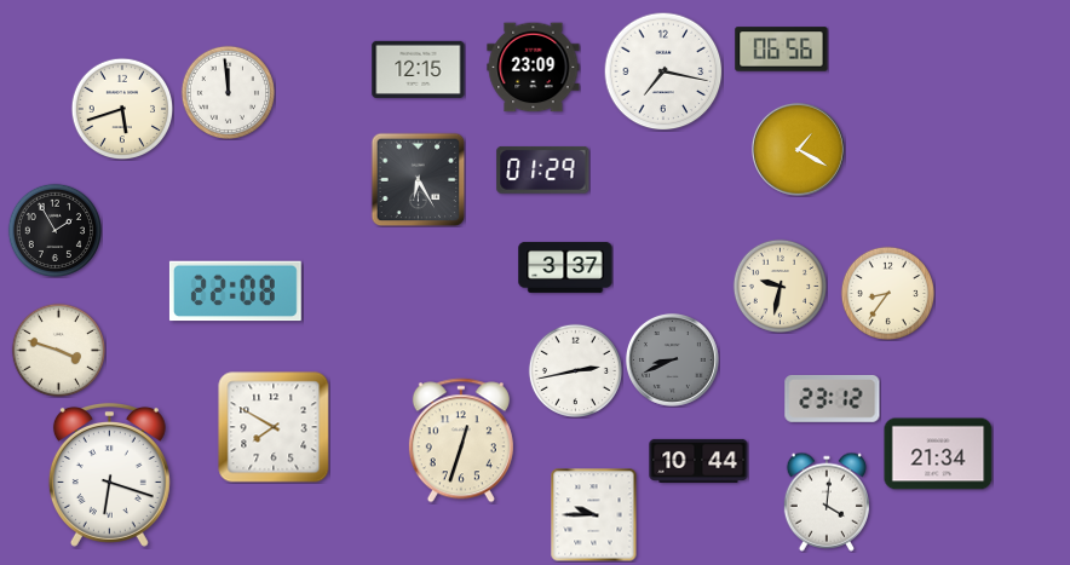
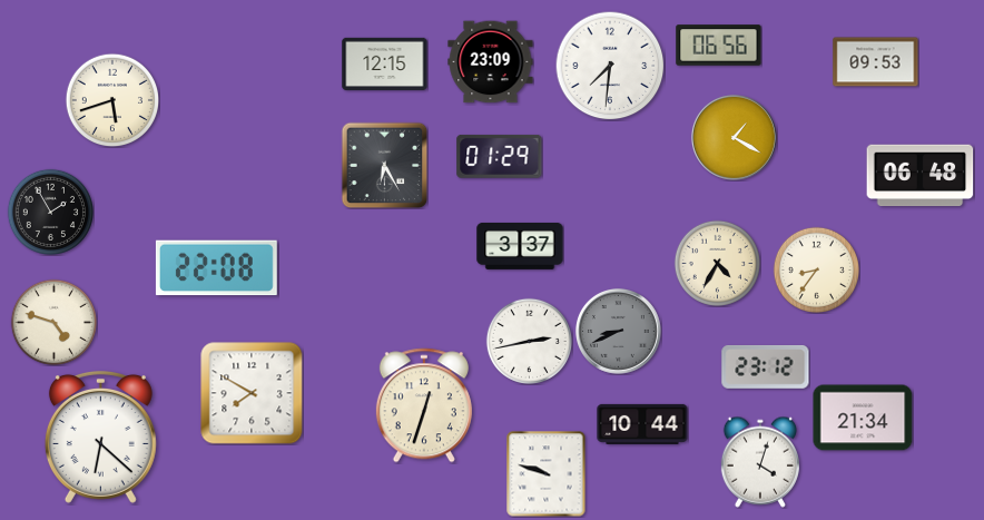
clock at (876, 62): none -> 09:53
clock at (663, 71): 7:17 -> 7:31
clock at (228, 92): 11:59 -> none
clock at (921, 176): none -> 06:48
clock at (780, 286): 9:32 -> 4:35
clock at (58, 350): 3:48 -> 4:48
clock at (109, 475): 6:18 -> 6:22
clock at (825, 502): 4:01 -> 4:03
clock at (594, 514): 9:45 -> 9:48
